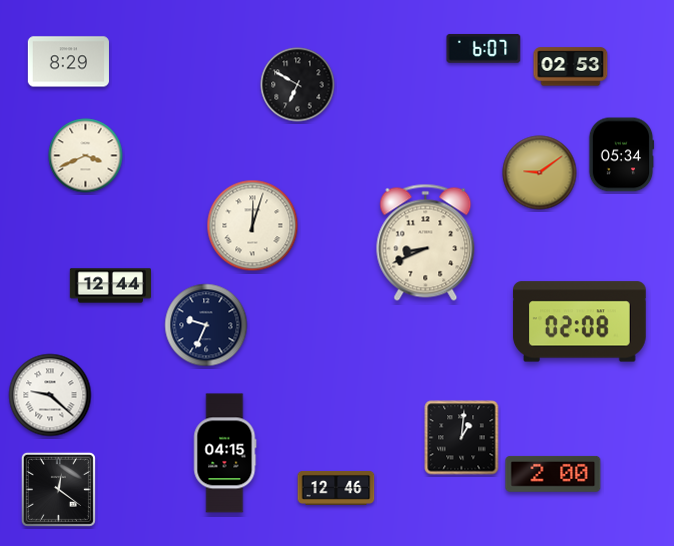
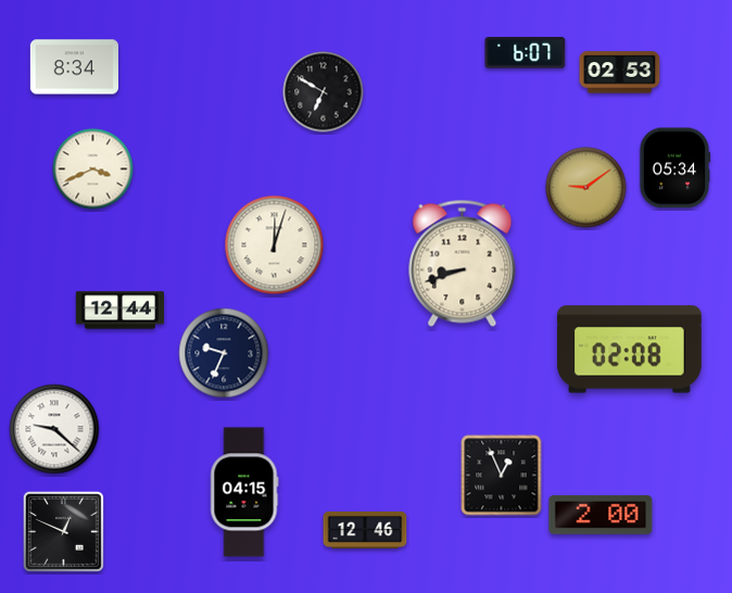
clock at (68, 62): 8:29 -> 8:34
clock at (426, 242): 8:41 -> 8:42
clock at (462, 438): 1:01 -> 12:56
clock at (58, 489): 12:21 -> 12:49
